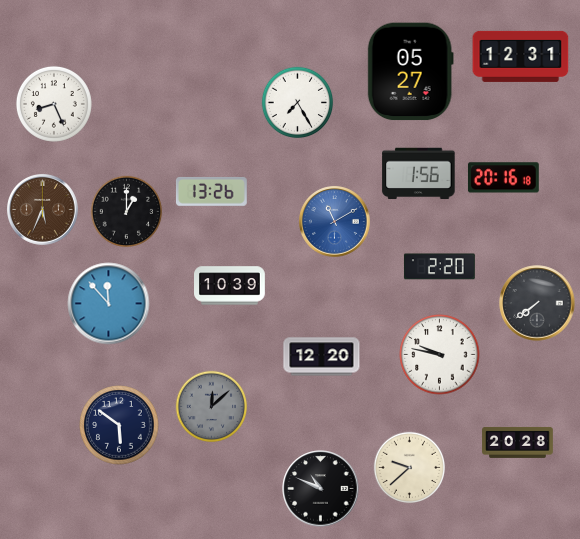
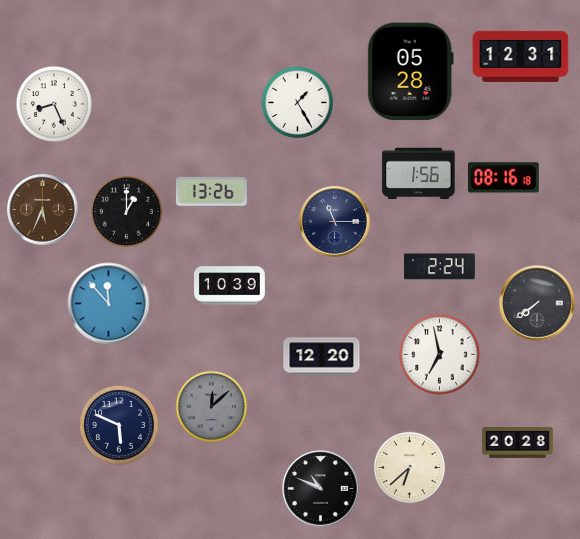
clock at (410, 72): 05:27 -> 05:28
clock at (298, 103): 7:25 -> 1:25
clock at (503, 178): 20:16 -> 08:16
clock at (335, 222): 11:10 -> 11:15
clock at (335, 222) dial: blue -> navy
clock at (440, 267): 2:20 -> 2:24
clock at (440, 355): 9:47 -> 6:58
clock at (119, 425): 5:51 -> 5:49
clock at (410, 468): 9:38 -> 6:38
